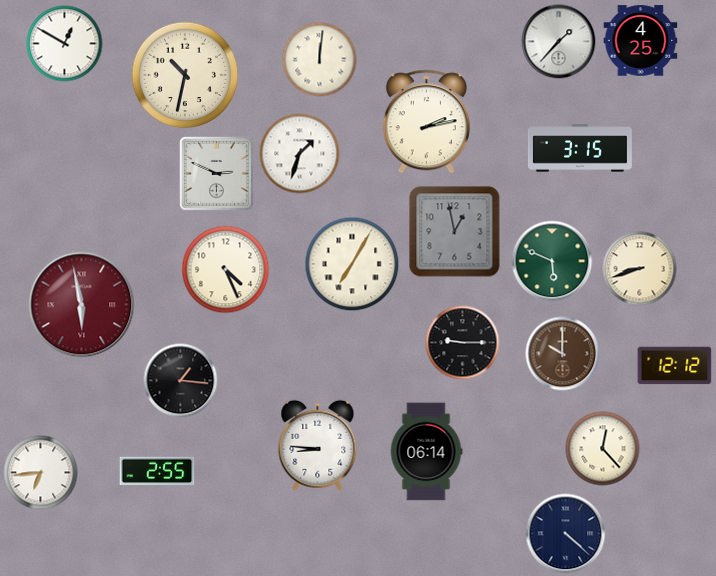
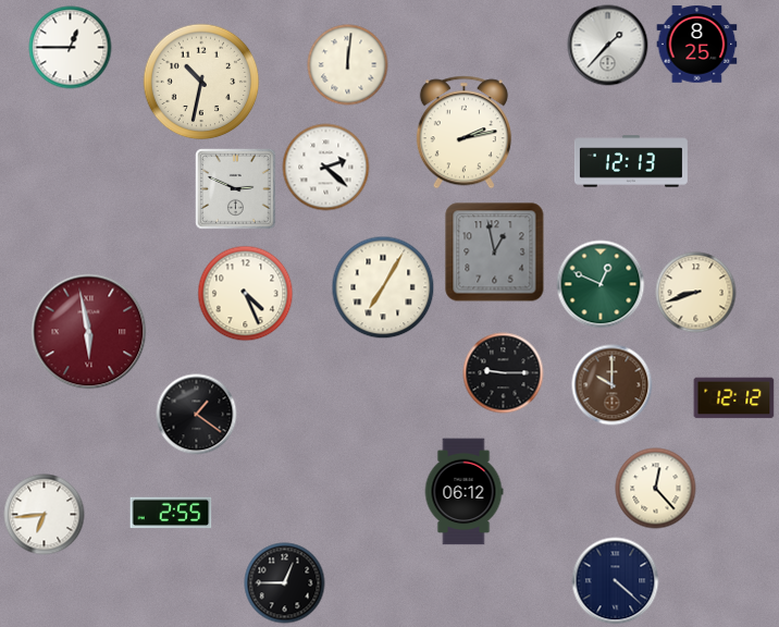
clock at (641, 41): 4:25 -> 8:25
clock at (65, 44): 12:50 -> 12:45
clock at (580, 148): 3:15 -> 12:13
clock at (300, 154): 1:33 -> 2:22
clock at (552, 261): 5:49 -> 12:49
clock at (181, 381): 1:16 -> 1:21
clock at (318, 445): 8:46 -> none
clock at (426, 452): 06:14 -> 06:12
clock at (285, 583): none -> 12:45
